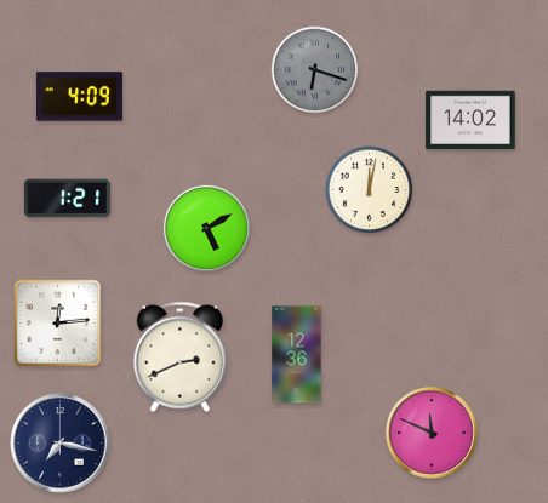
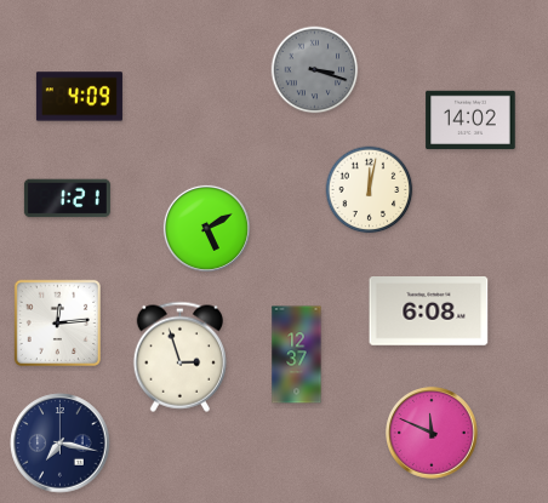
clock at (315, 70): 6:18 -> 3:18
clock at (429, 311): none -> 6:08
clock at (297, 355): 12:36 -> 12:37
clock at (179, 356): 2:41 -> 2:57
